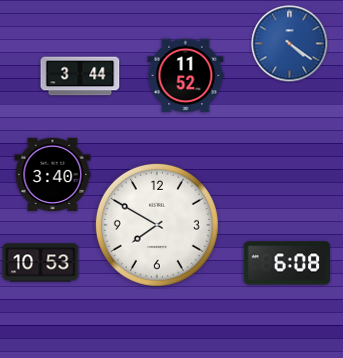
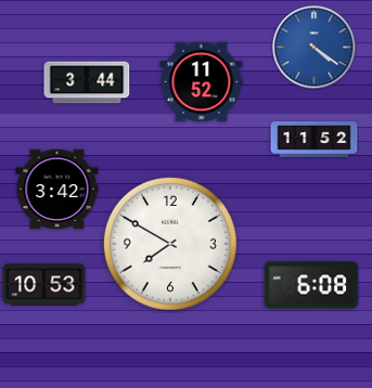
clock at (315, 140): none -> 11:52
clock at (53, 175): 3:40 -> 3:42
